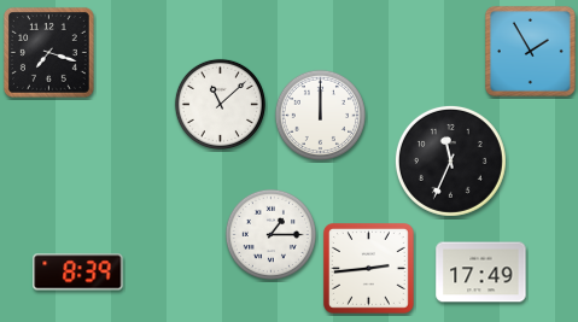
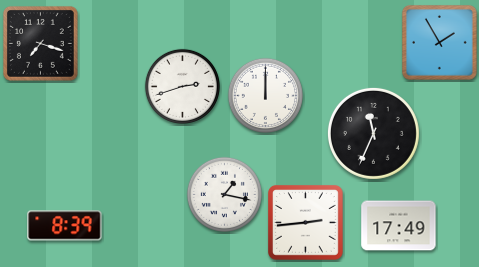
clock at (220, 104): 11:08 -> 2:42
clock at (270, 234): 1:15 -> 1:17
